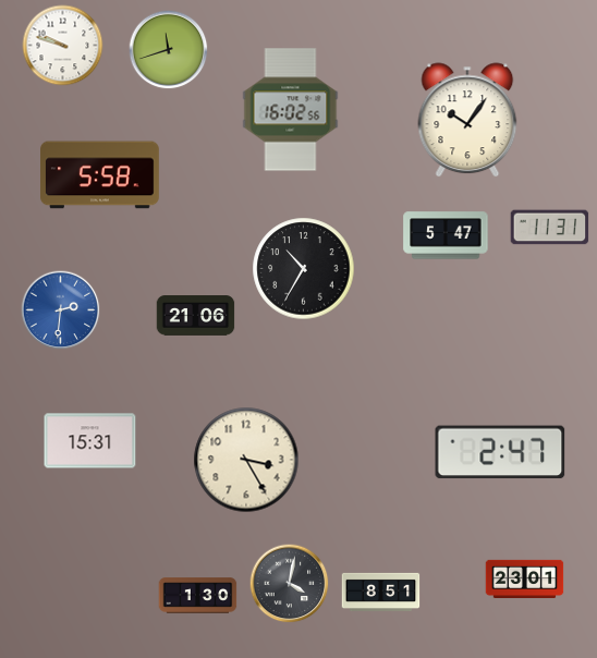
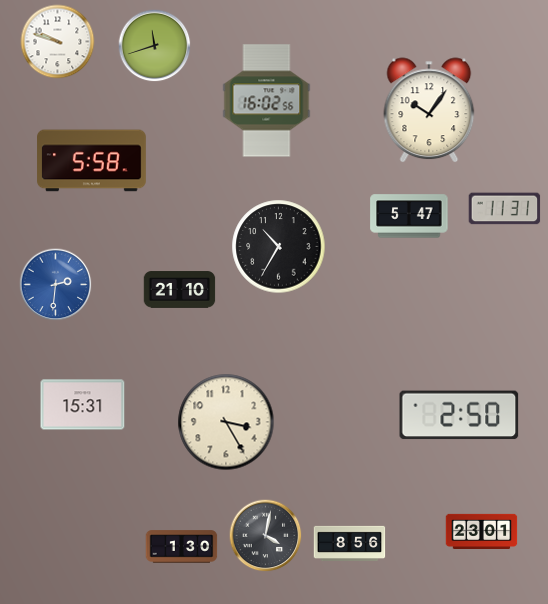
clock at (196, 316): 21:06 -> 21:10
clock at (500, 452): 2:47 -> 2:50
clock at (381, 592): 8:51 -> 8:56
